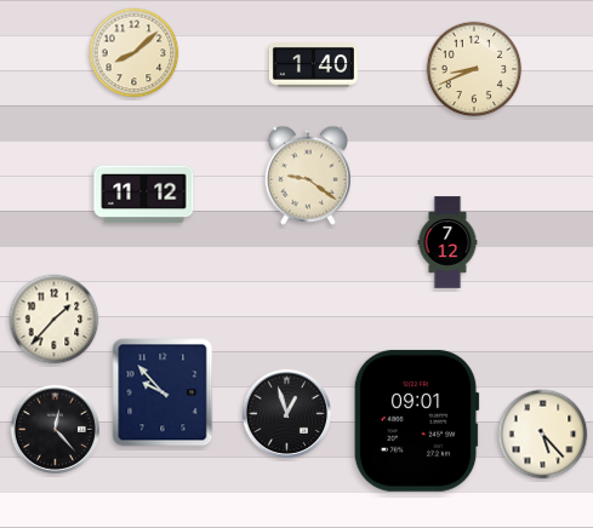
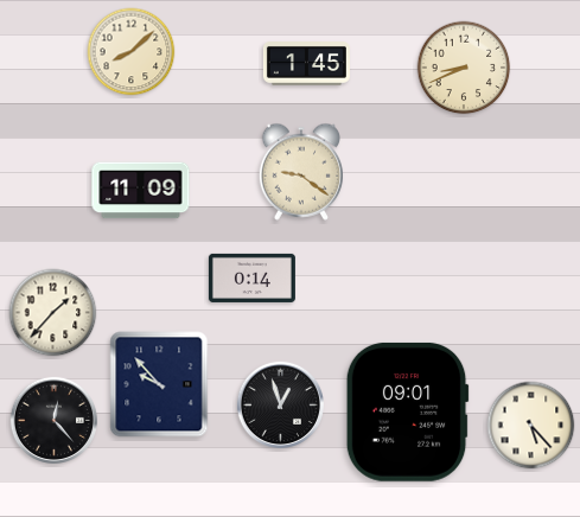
clock at (313, 65): 1:40 -> 1:45
clock at (144, 195): 11:12 -> 11:09
clock at (447, 242): 7:12 -> none
clock at (251, 277): none -> 0:14
